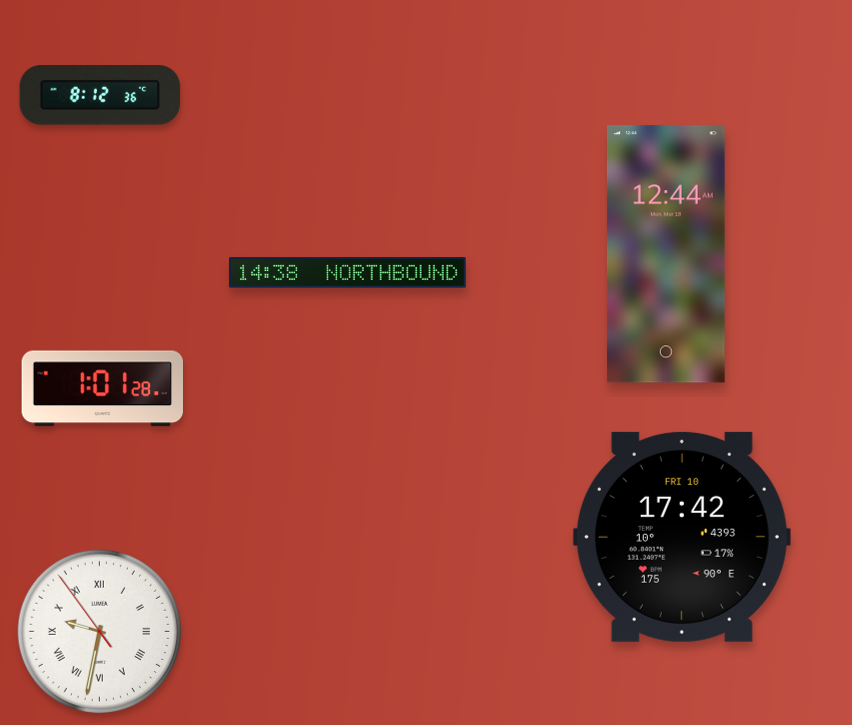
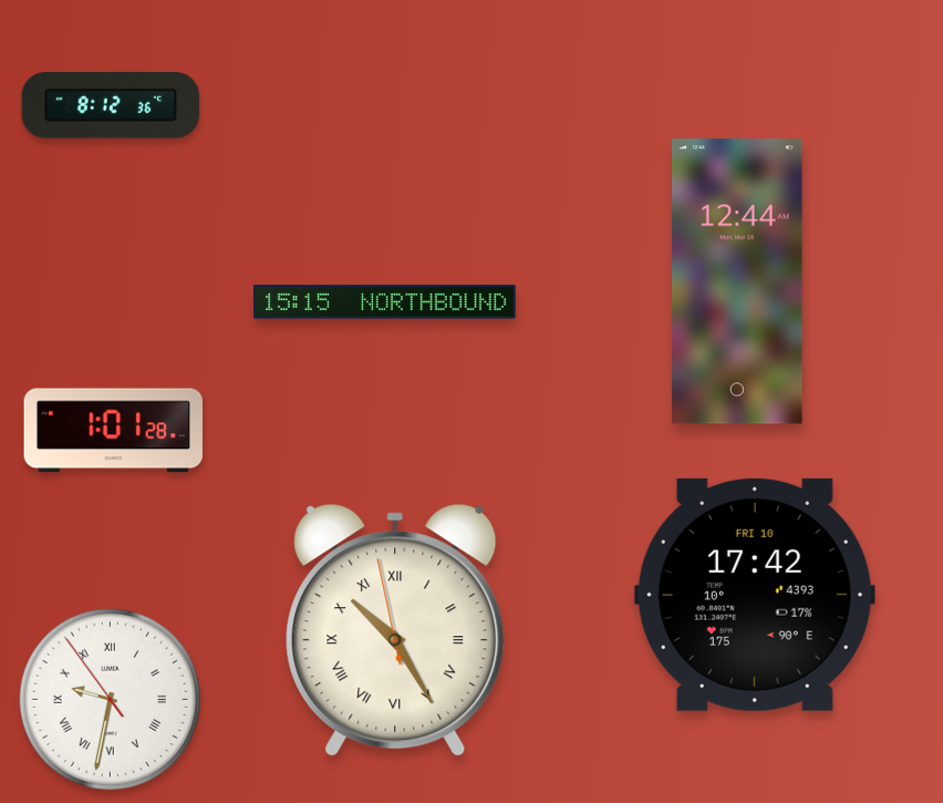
clock at (348, 273): 14:38 -> 15:15
clock at (395, 630): none -> 10:24
